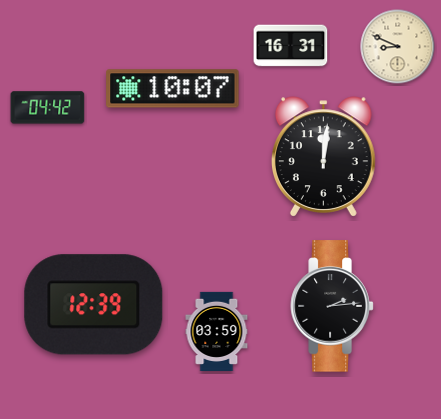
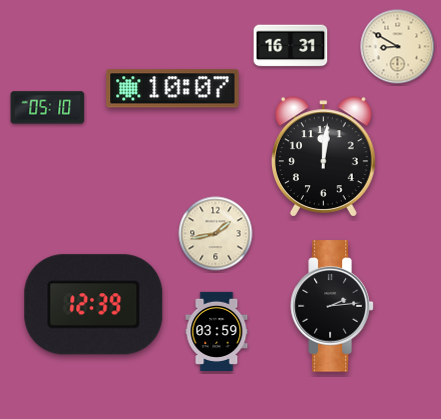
clock at (398, 47): 8:49 -> 8:50
clock at (48, 108): 04:42 -> 05:10
clock at (216, 234): none -> 1:43
